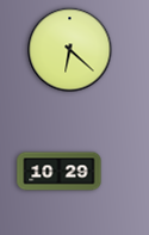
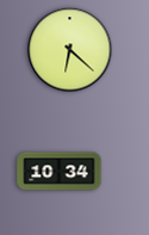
clock at (60, 172): 10:29 -> 10:34
